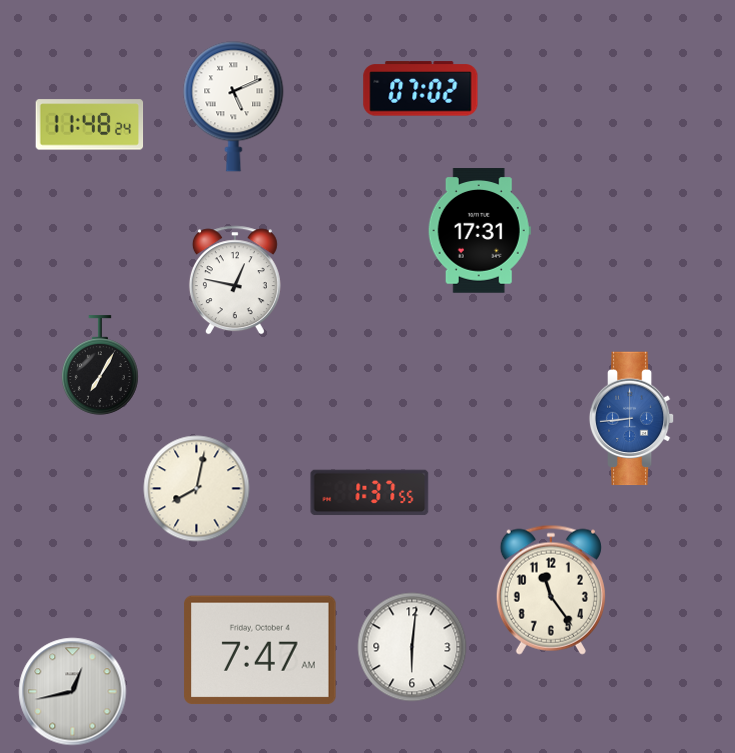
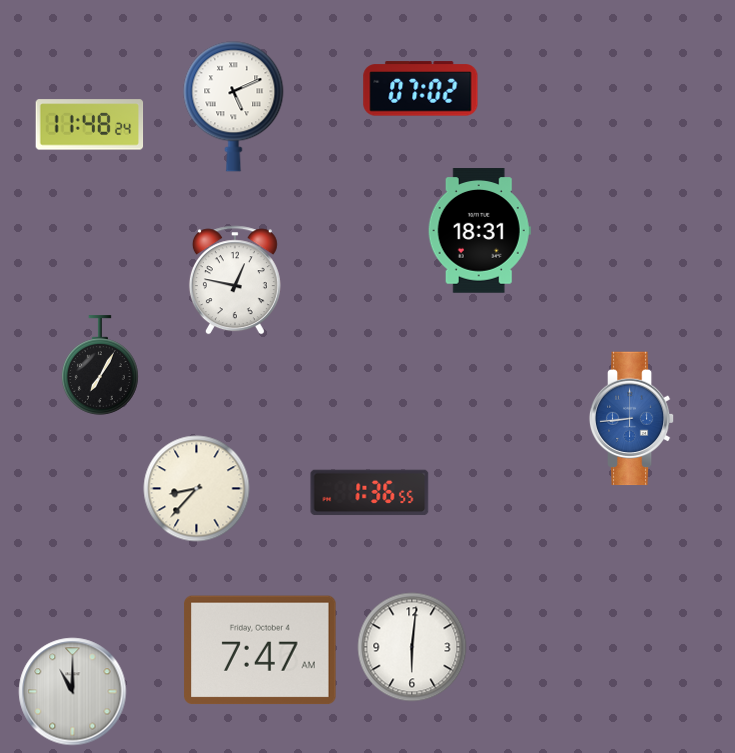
clock at (479, 231): 17:31 -> 18:31
clock at (197, 489): 8:02 -> 8:37
clock at (370, 493): 1:37 -> 1:36
clock at (551, 590): 11:24 -> none
clock at (73, 692): 12:43 -> 11:00
